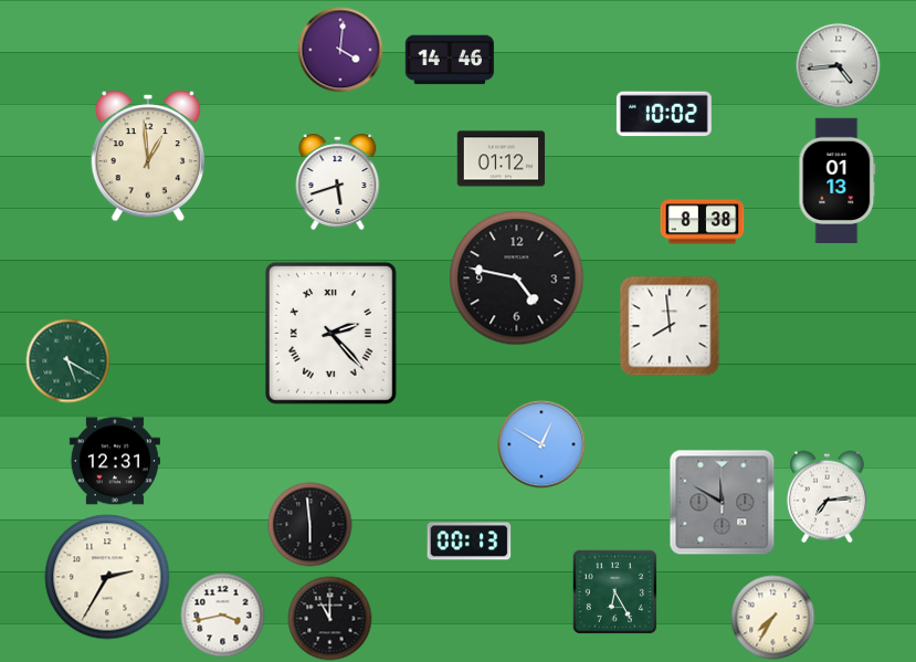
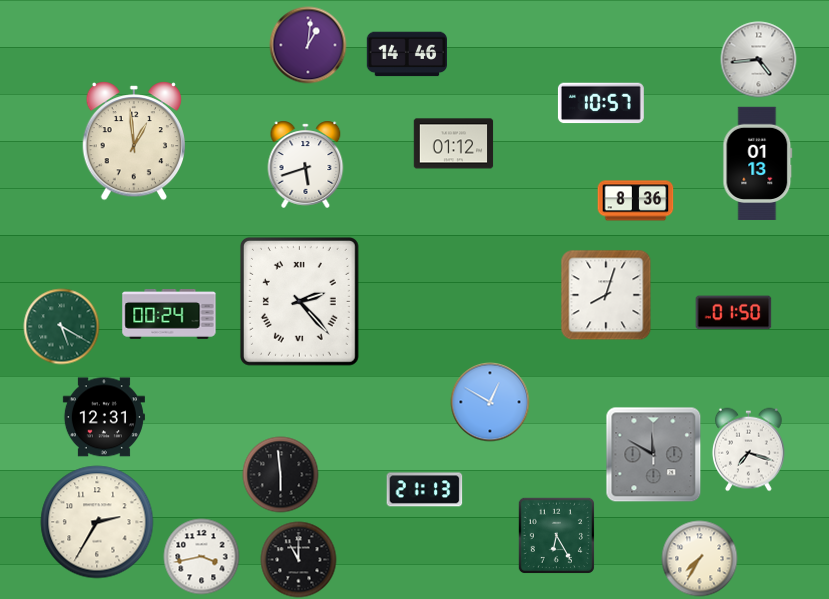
clock at (340, 50): 4:01 -> 1:01
clock at (664, 114): 10:02 -> 10:57
clock at (703, 222): 8:38 -> 8:36
clock at (517, 279): 4:47 -> none
clock at (670, 326): 7:59 -> 8:03
clock at (734, 313): none -> 01:50
clock at (169, 315): none -> 00:24
clock at (828, 497): 7:14 -> 7:18
clock at (470, 542): 00:13 -> 21:13
